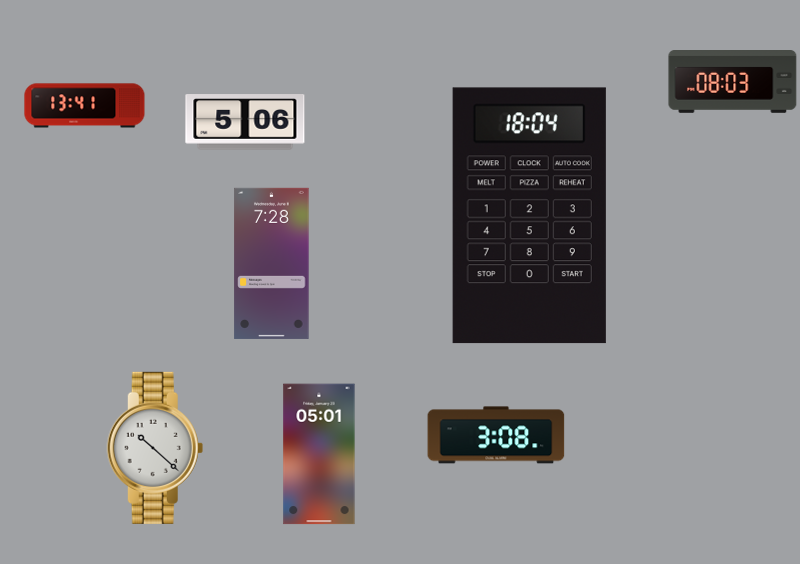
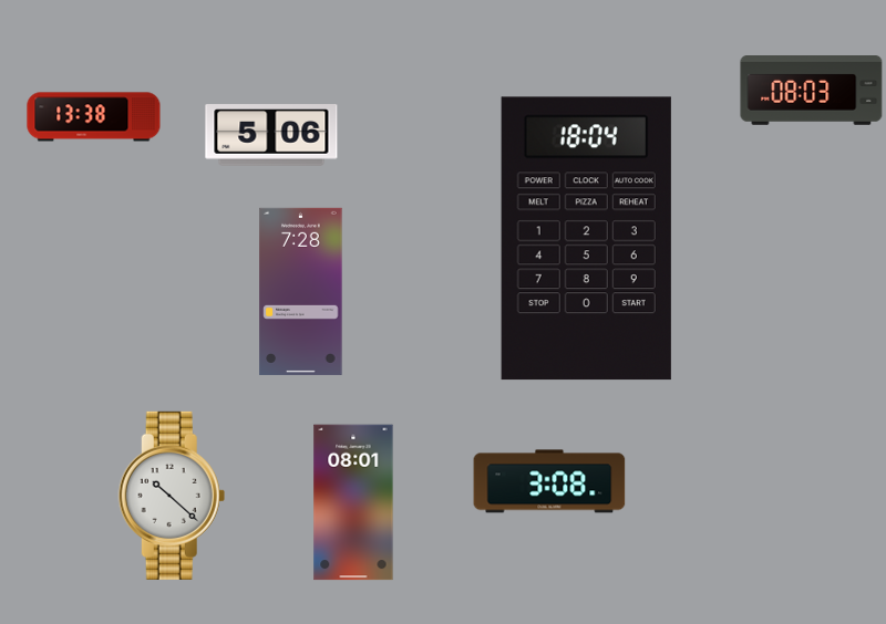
clock at (85, 106): 13:41 -> 13:38
clock at (319, 454): 05:01 -> 08:01
